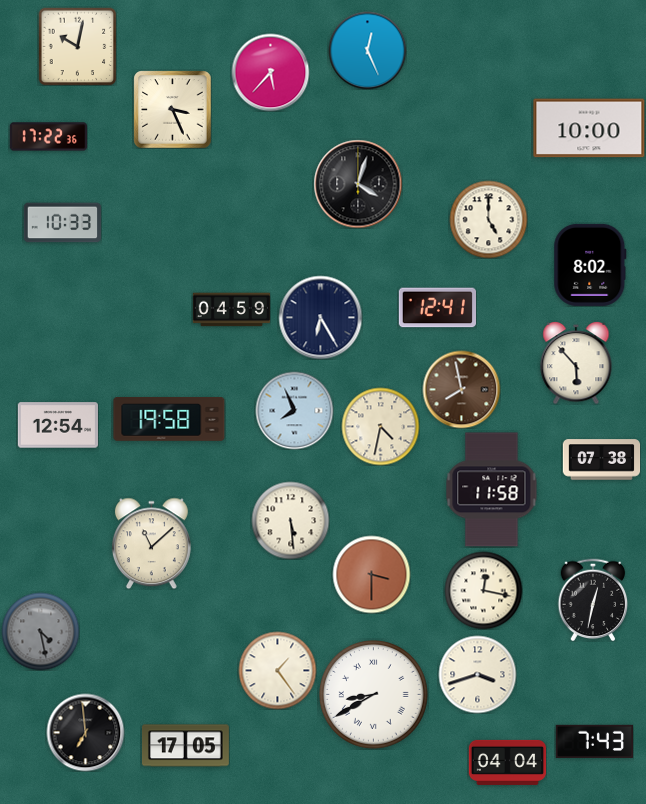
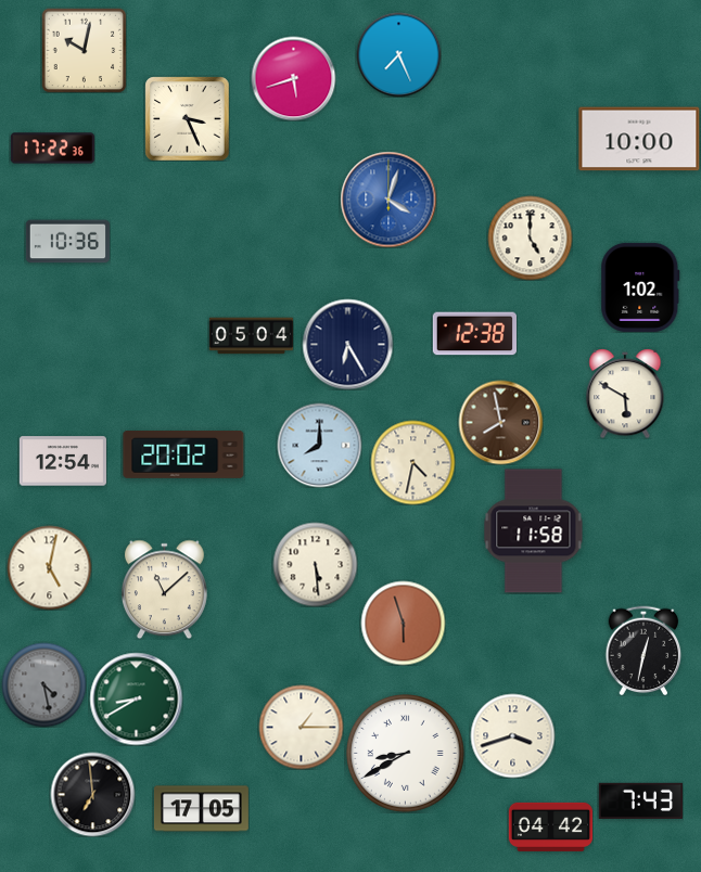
clock at (367, 50): 12:26 -> 7:26
clock at (270, 72): 5:37 -> 5:42
clock at (358, 184) dial: black -> blue
clock at (62, 223): 10:33 -> 10:36
clock at (590, 265): 8:02 -> 1:02
clock at (437, 308): 12:41 -> 12:38
clock at (231, 310): 04:59 -> 05:04
clock at (576, 363): 5:53 -> 5:50
clock at (294, 410): 7:56 -> 8:00
clock at (169, 420): 19:58 -> 20:02
clock at (601, 460): 07:38 -> none
clock at (49, 567): none -> 5:02
clock at (371, 574): 3:30 -> 5:57
clock at (483, 590): 12:17 -> none
clock at (136, 698): none -> 8:40
clock at (277, 670): 1:24 -> 1:15
clock at (477, 674) position: (477, 674) -> (512, 735)
clock at (594, 741) position: (594, 741) -> (640, 800)
clock at (507, 762): 04:04 -> 04:42
